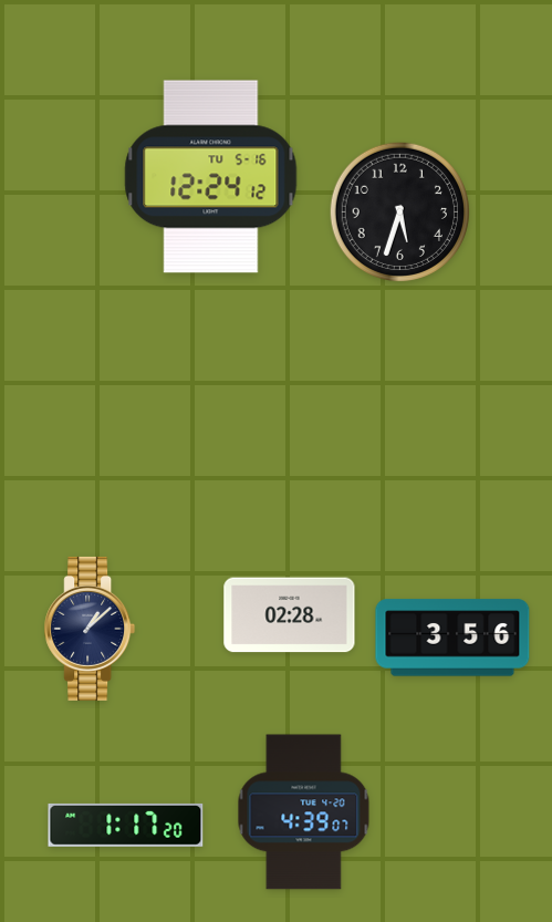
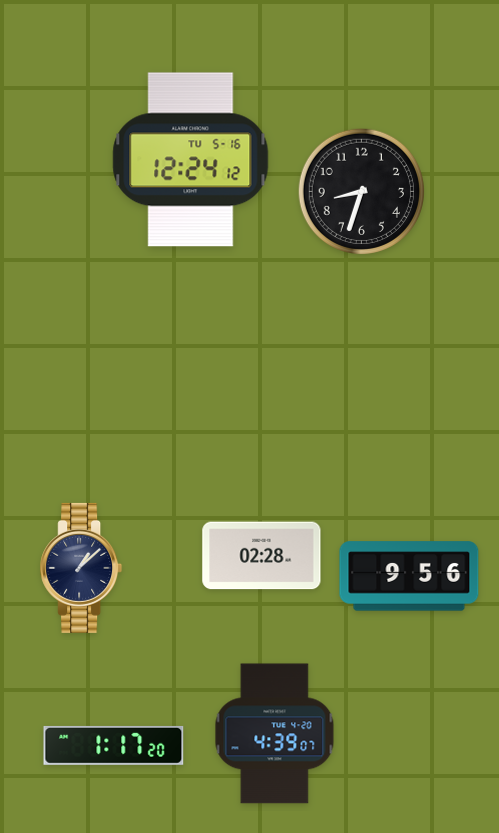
clock at (399, 211): 5:33 -> 8:33
clock at (452, 638): 3:56 -> 9:56
